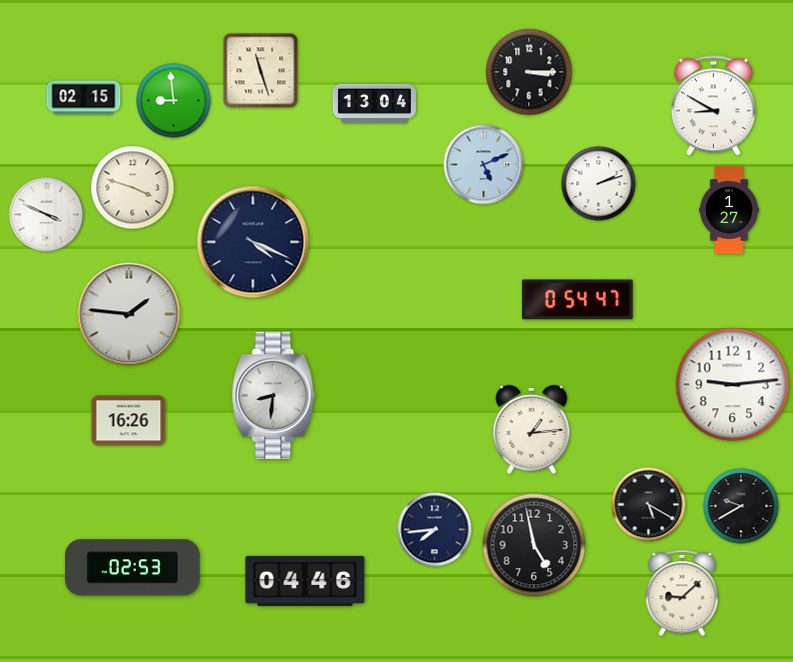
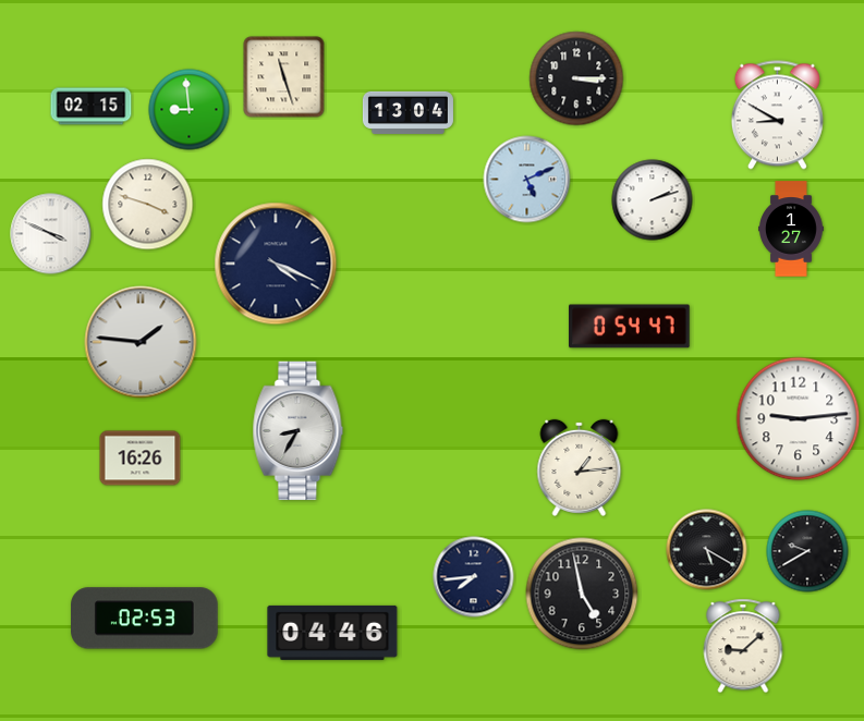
clock at (133, 188) position: (133, 188) -> (148, 205)
clock at (730, 210) position: (730, 210) -> (792, 229)
clock at (274, 396): 8:31 -> 8:35
